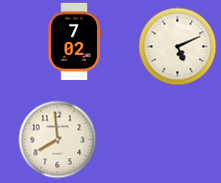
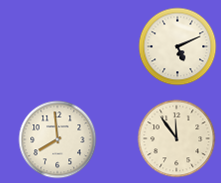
clock at (74, 41): 7:02 -> none
clock at (176, 138): none -> 11:54
